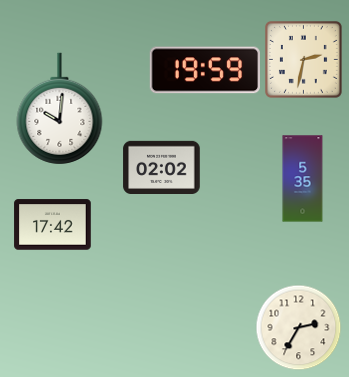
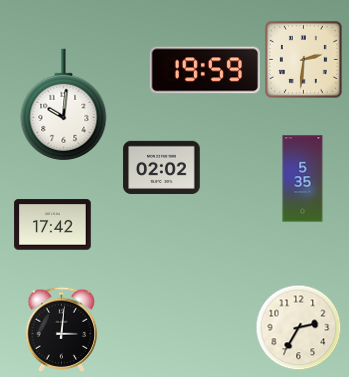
clock at (303, 59): 2:32 -> 2:31
clock at (60, 109) position: (60, 109) -> (64, 105)
clock at (62, 329): none -> 3:01
